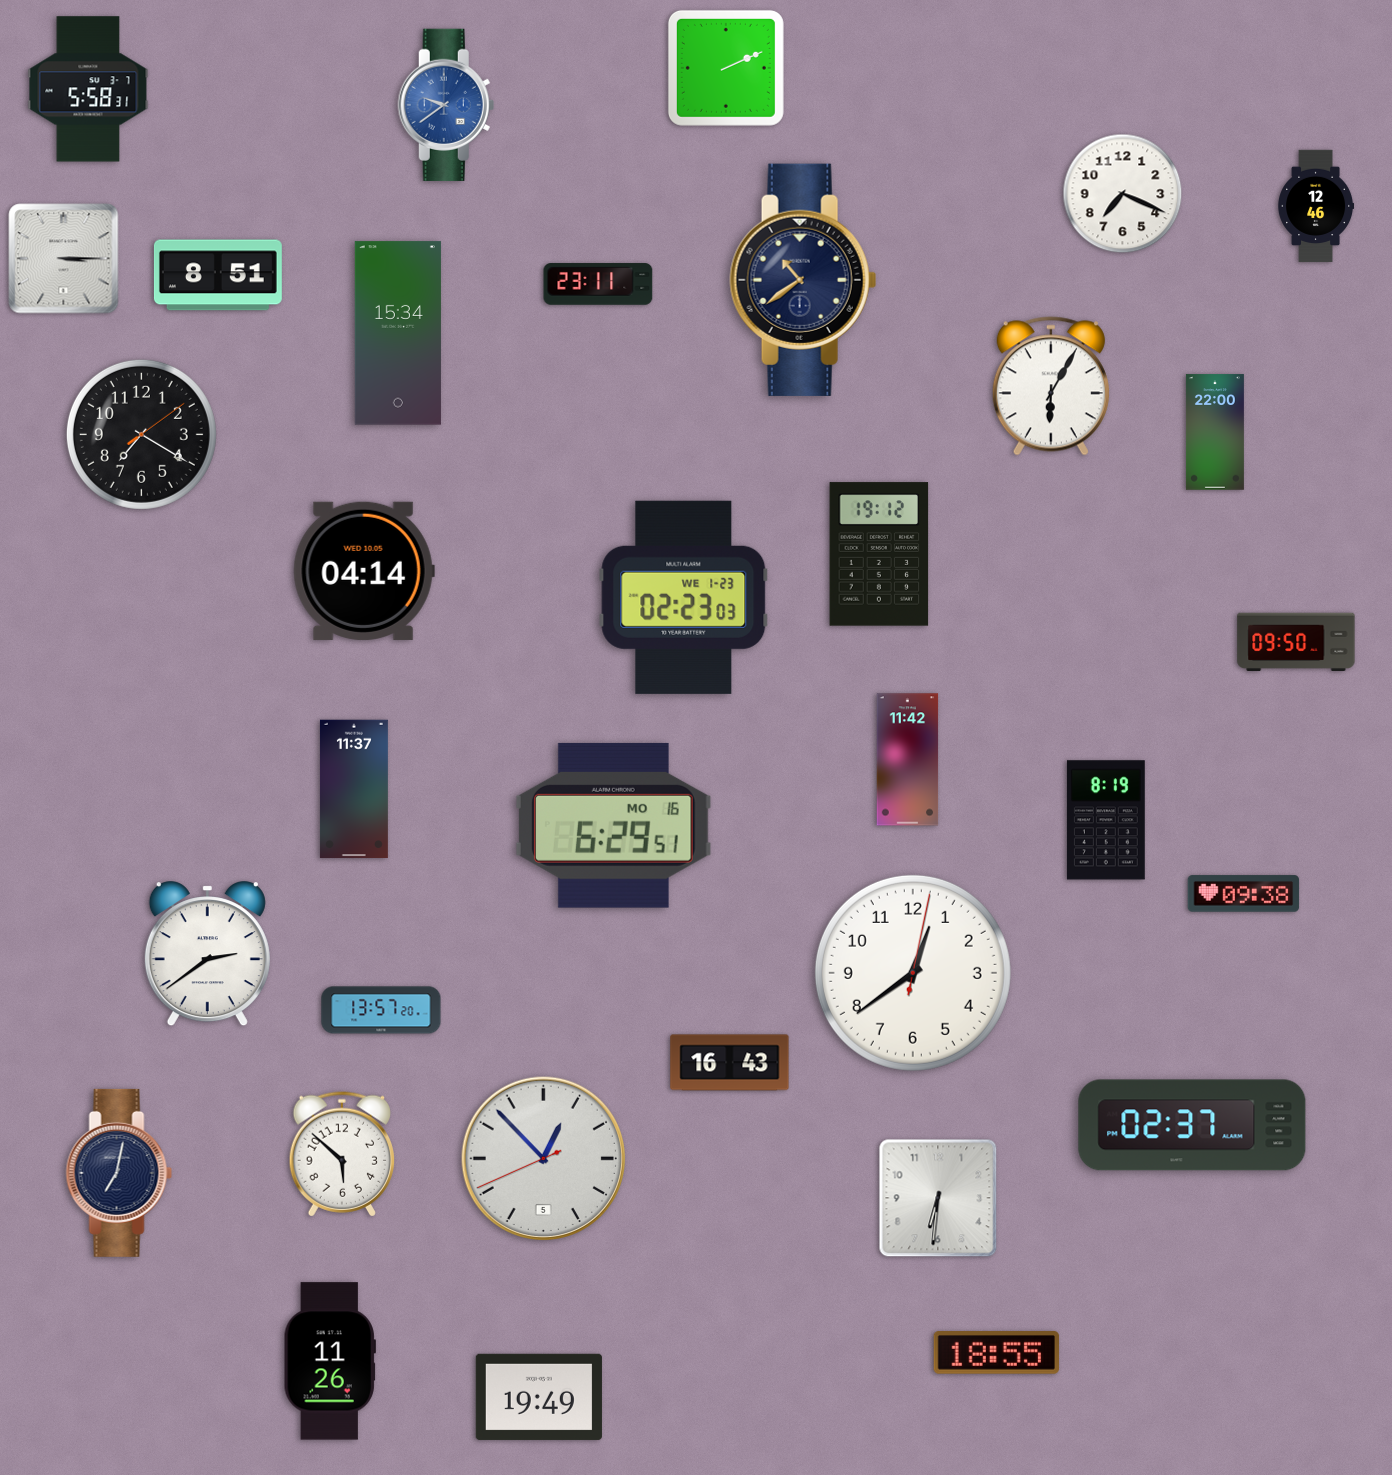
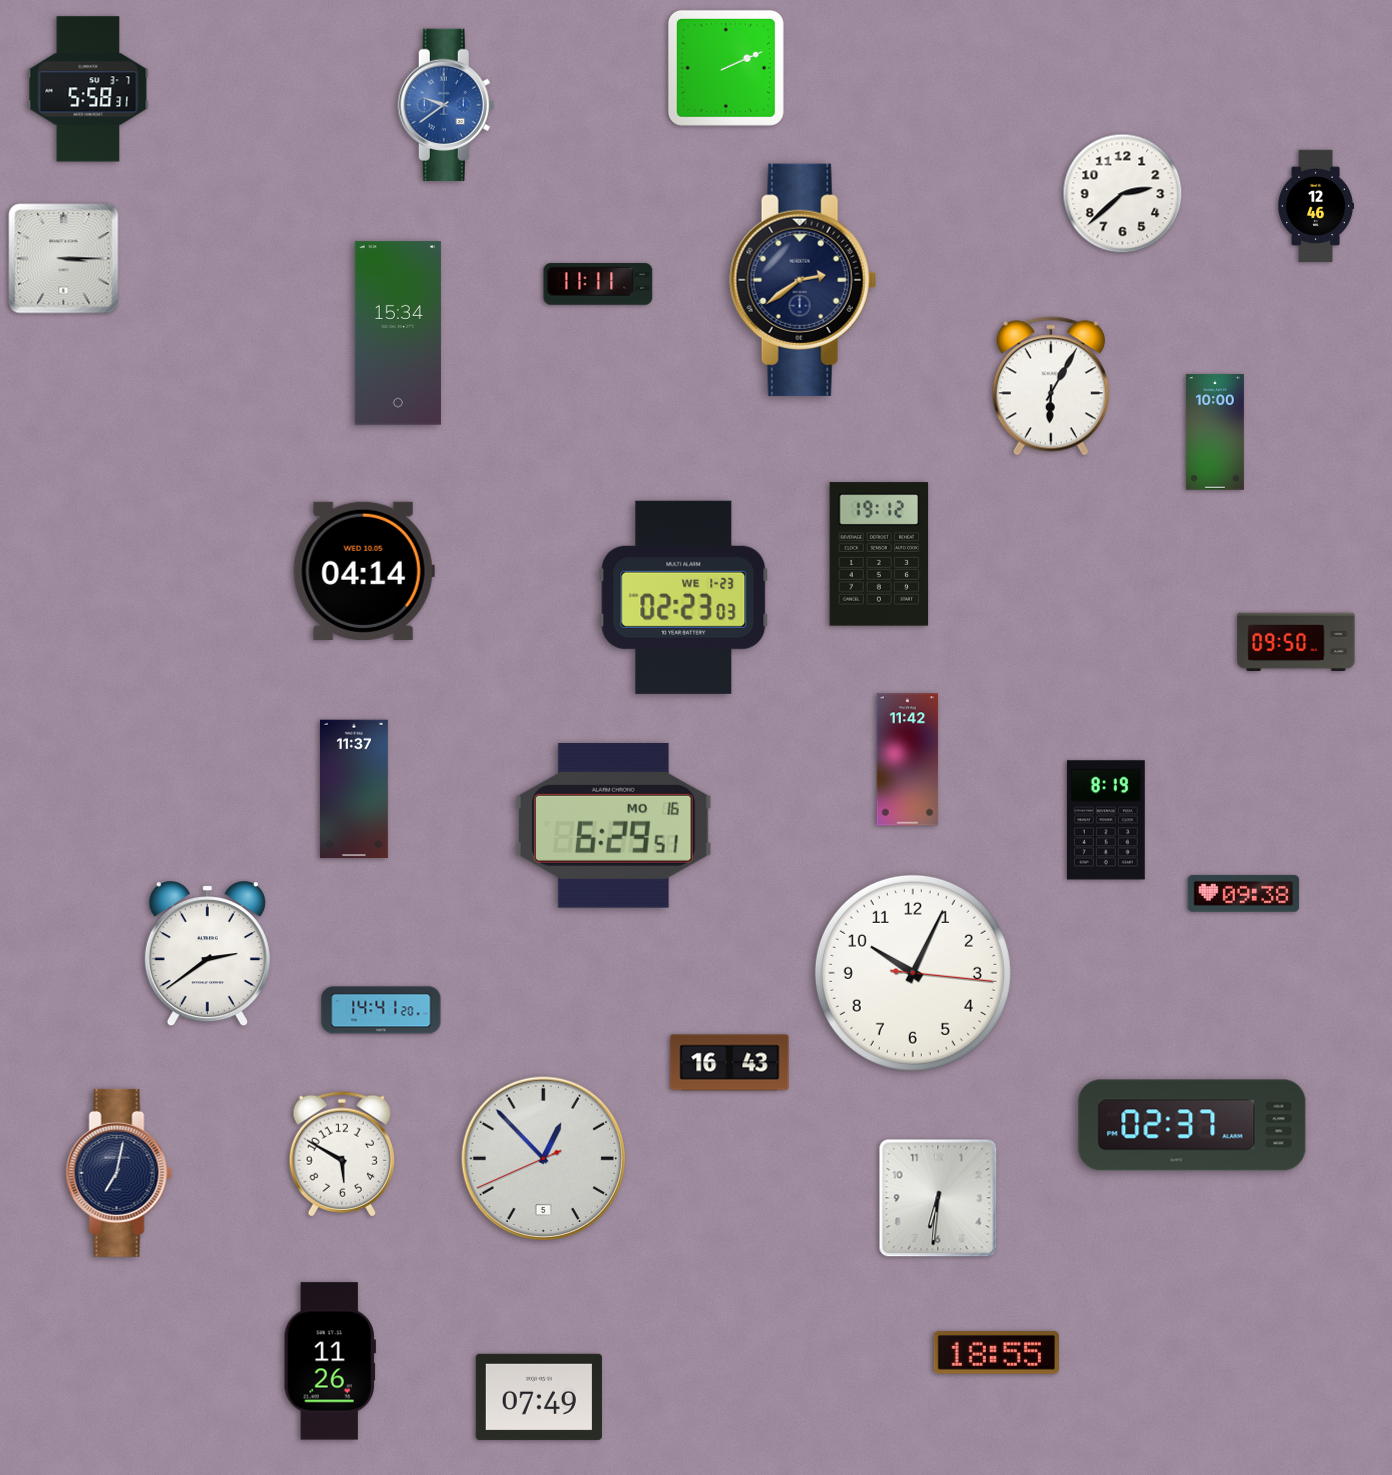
clock at (1123, 194): 7:19 -> 2:38
clock at (218, 275): 8:51 -> none
clock at (803, 280): 10:39 -> 2:39
clock at (598, 284): 23:11 -> 11:11
clock at (1215, 432): 22:00 -> 10:00
clock at (141, 434): 7:20 -> none
clock at (913, 973): 12:39 -> 10:04
clock at (381, 1010): 13:57 -> 14:41
clock at (341, 1154): 5:52 -> 5:50
clock at (539, 1397): 19:49 -> 07:49
